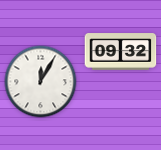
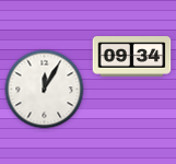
clock at (121, 52): 09:32 -> 09:34
